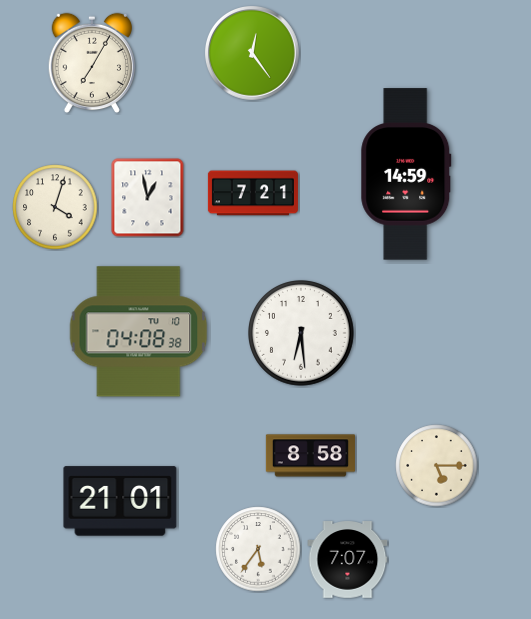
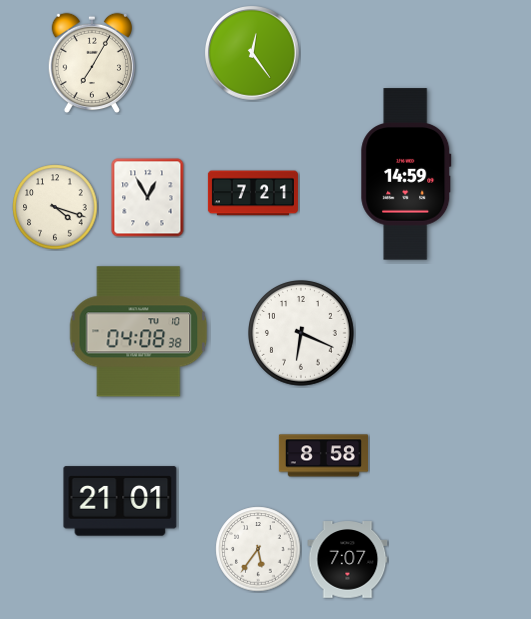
clock at (148, 198): 12:58 -> 12:55
clock at (55, 207): 4:03 -> 4:18
clock at (302, 334): 6:29 -> 6:19
clock at (310, 456) position: (310, 456) -> (323, 456)
clock at (437, 466): 5:15 -> none
